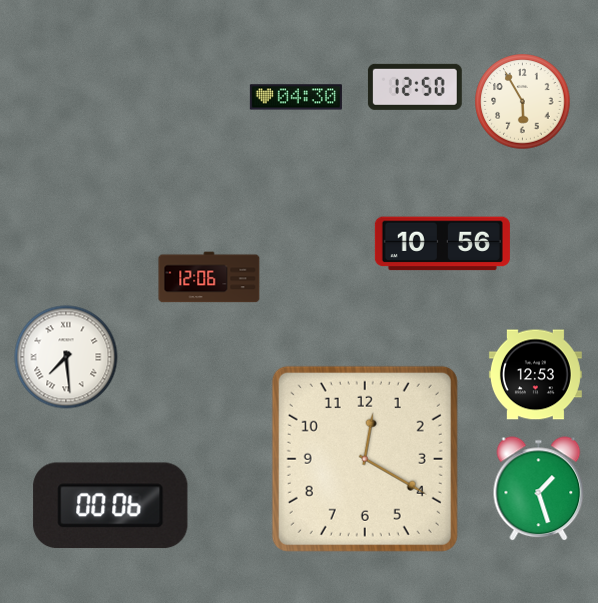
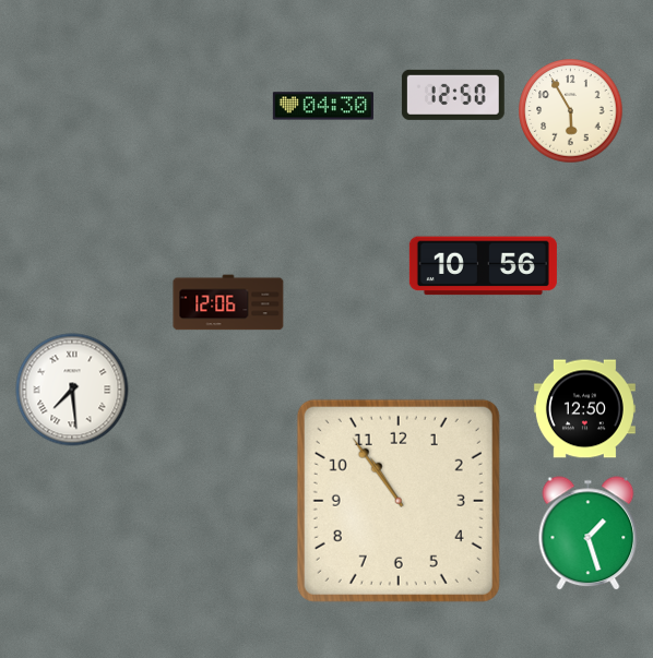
clock at (535, 375): 12:53 -> 12:50
clock at (365, 459): 12:20 -> 10:54
clock at (111, 506): 00:06 -> none
